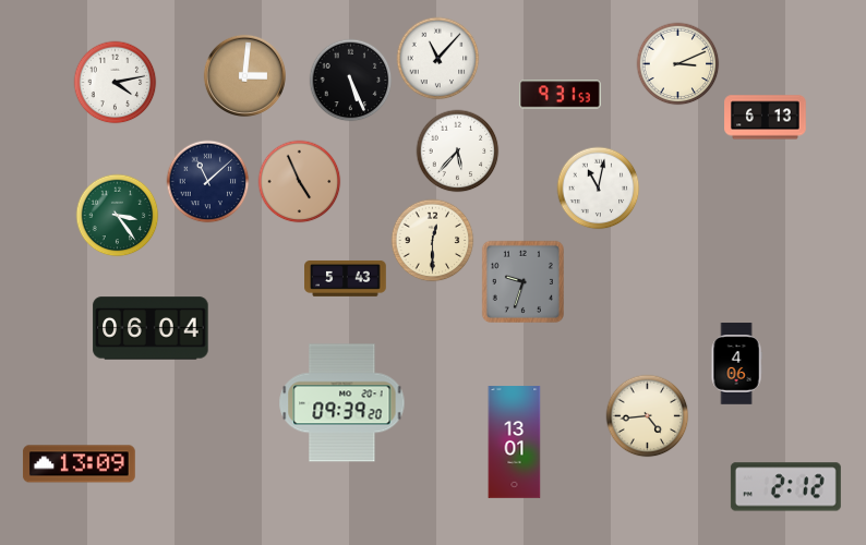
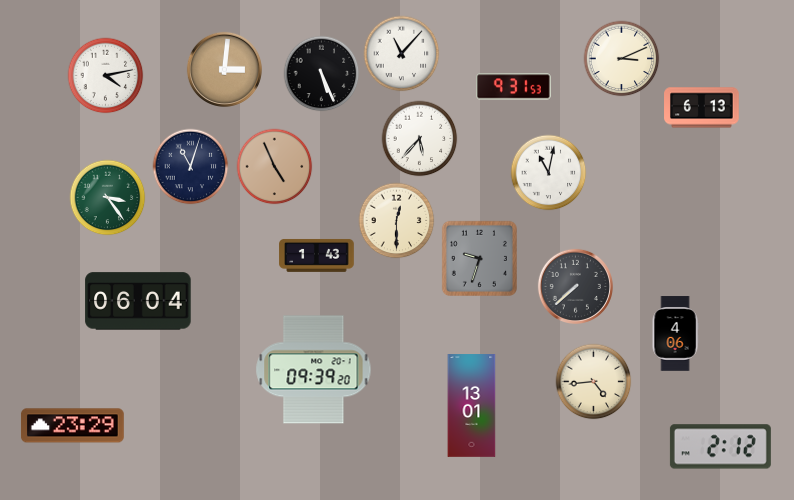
clock at (208, 182): 11:08 -> 11:03
clock at (346, 278): 5:43 -> 1:43
clock at (575, 286): none -> 7:38
clock at (79, 464): 13:09 -> 23:29
